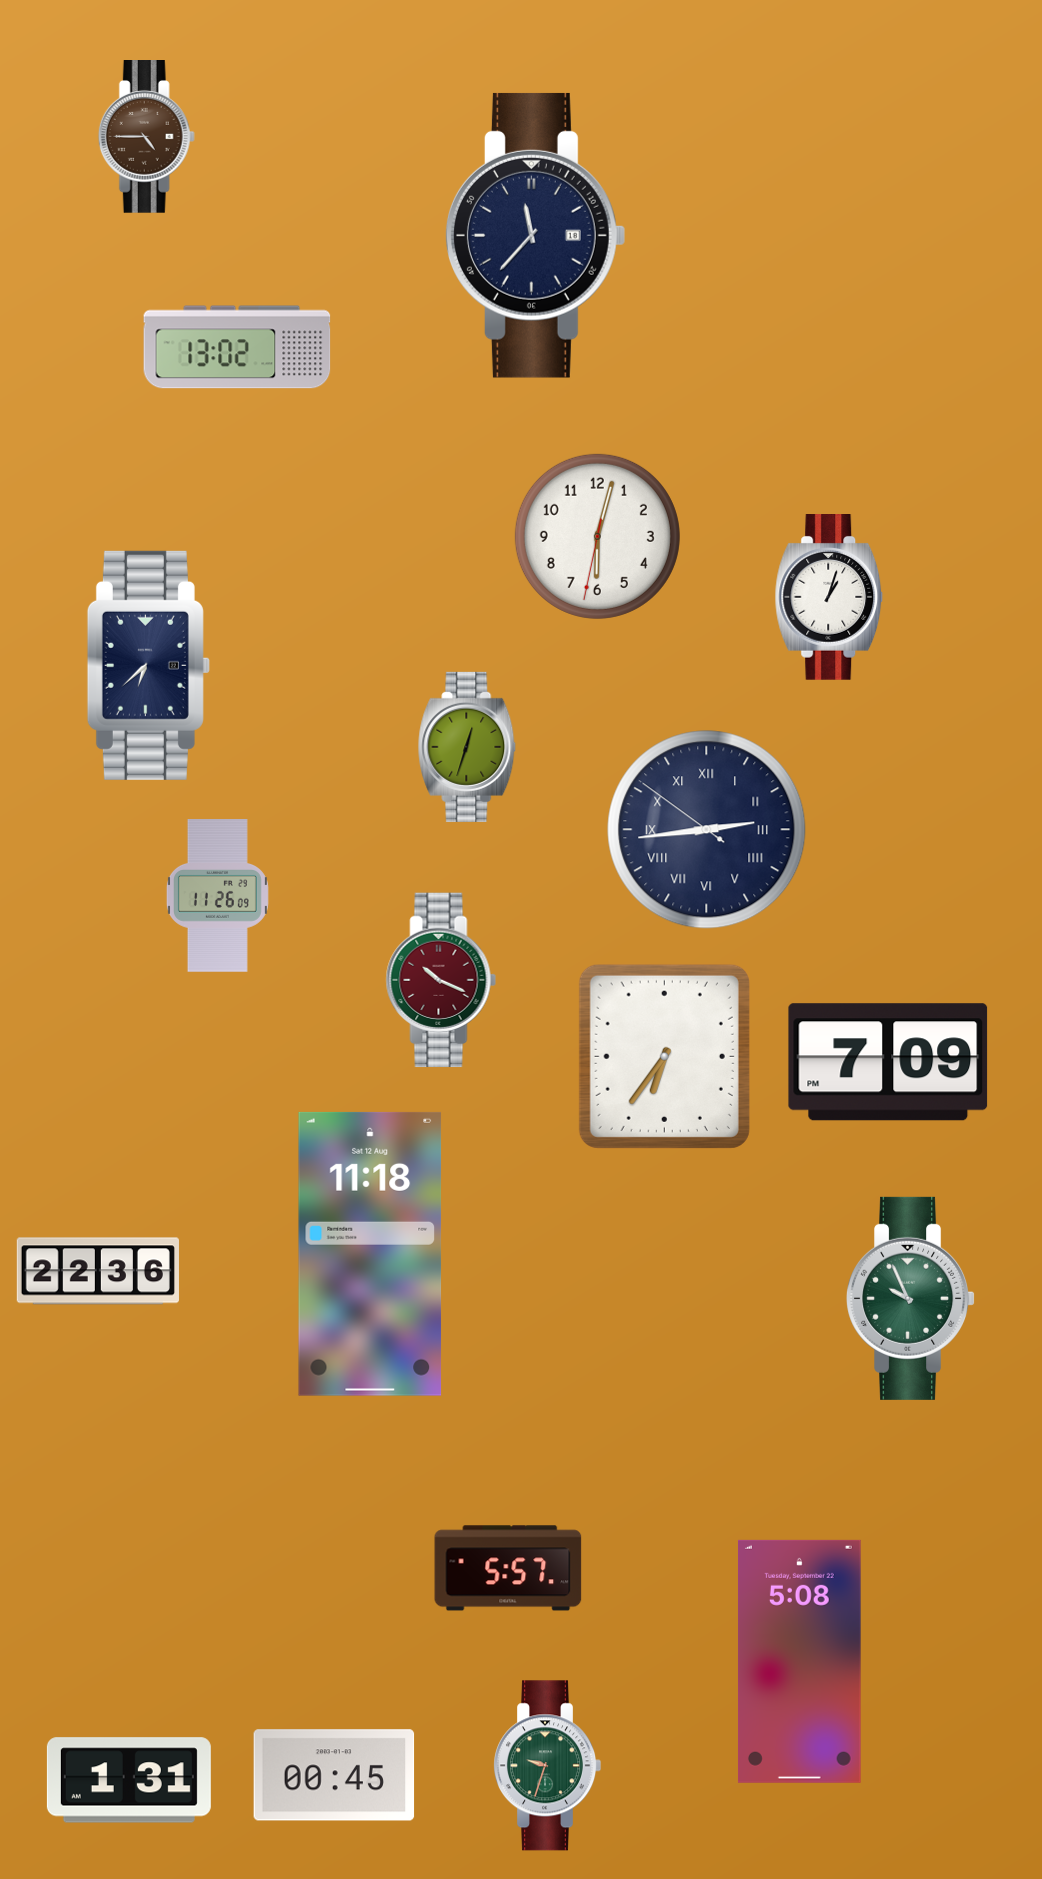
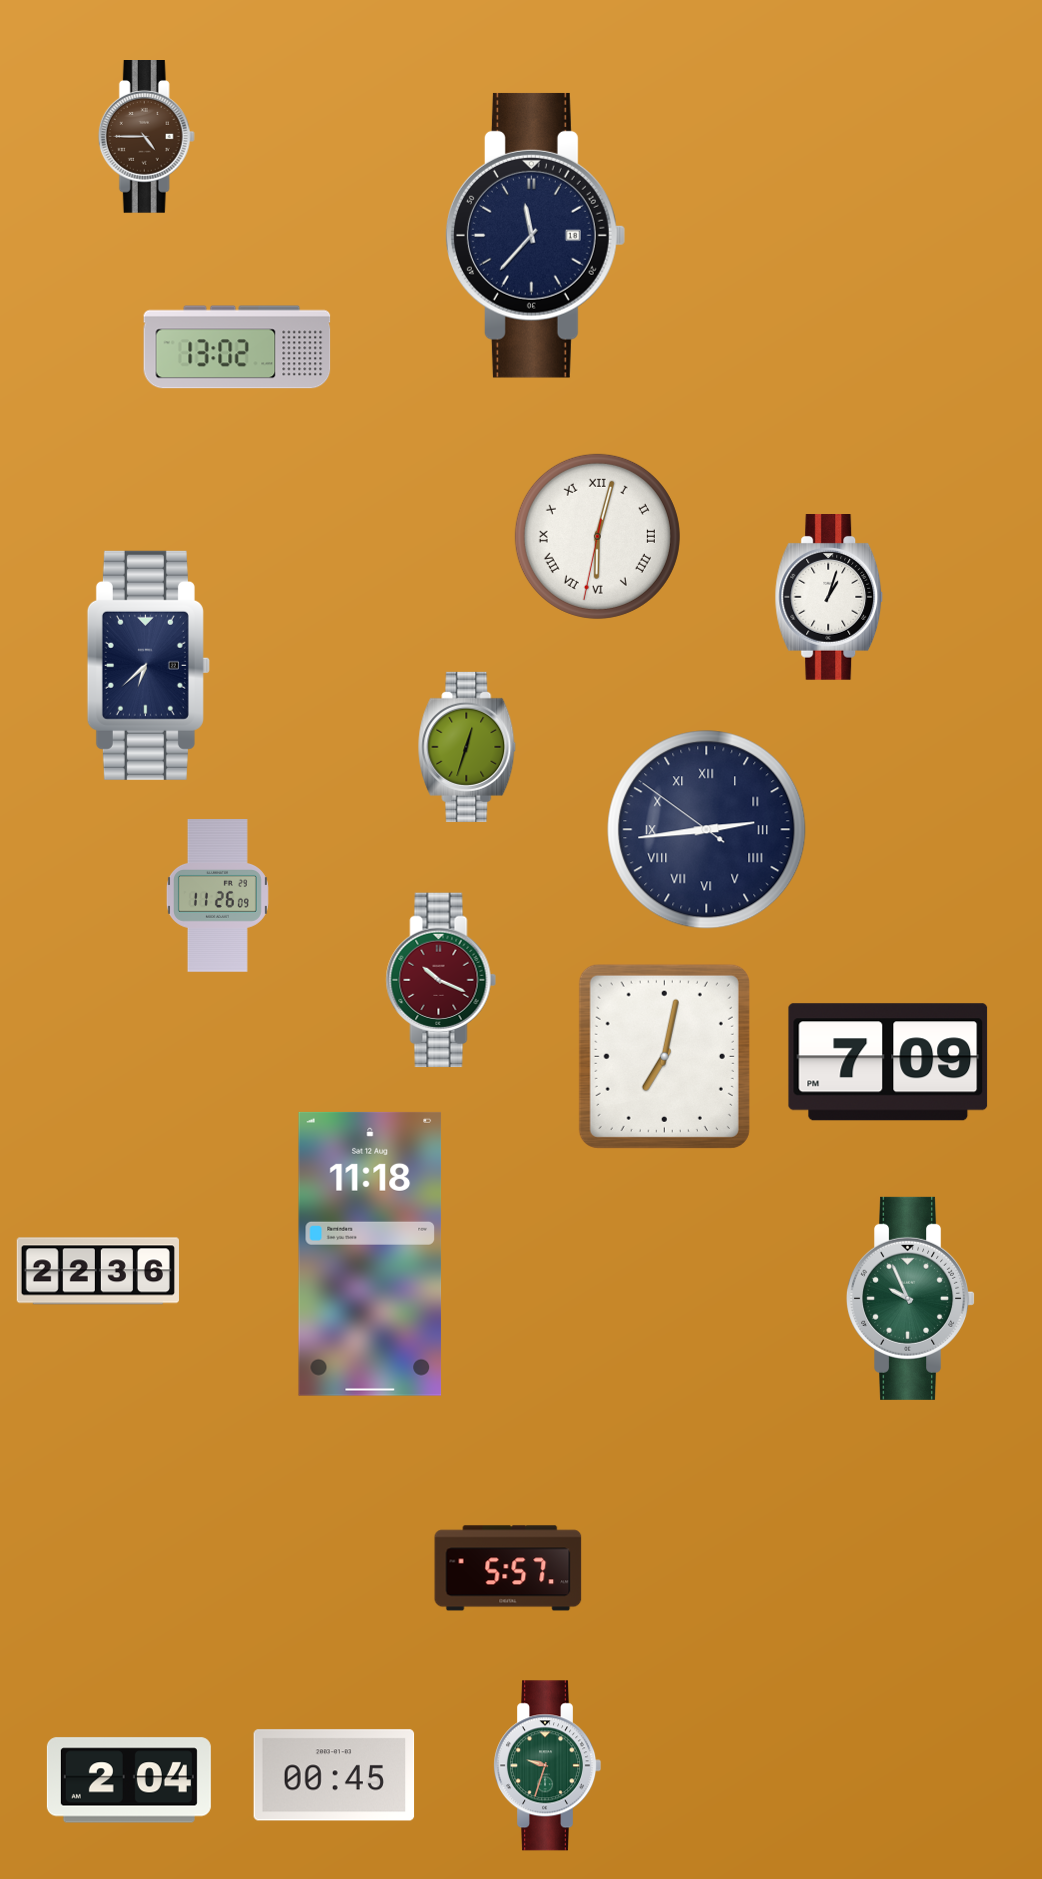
clock at (597, 536) numerals: Arabic -> Roman
clock at (664, 1056): 6:36 -> 7:02
clock at (799, 1661): 5:08 -> none
clock at (129, 1780): 1:31 -> 2:04
